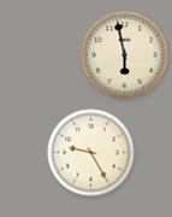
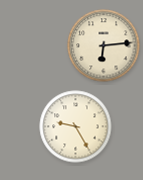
clock at (125, 55): 5:58 -> 6:14
